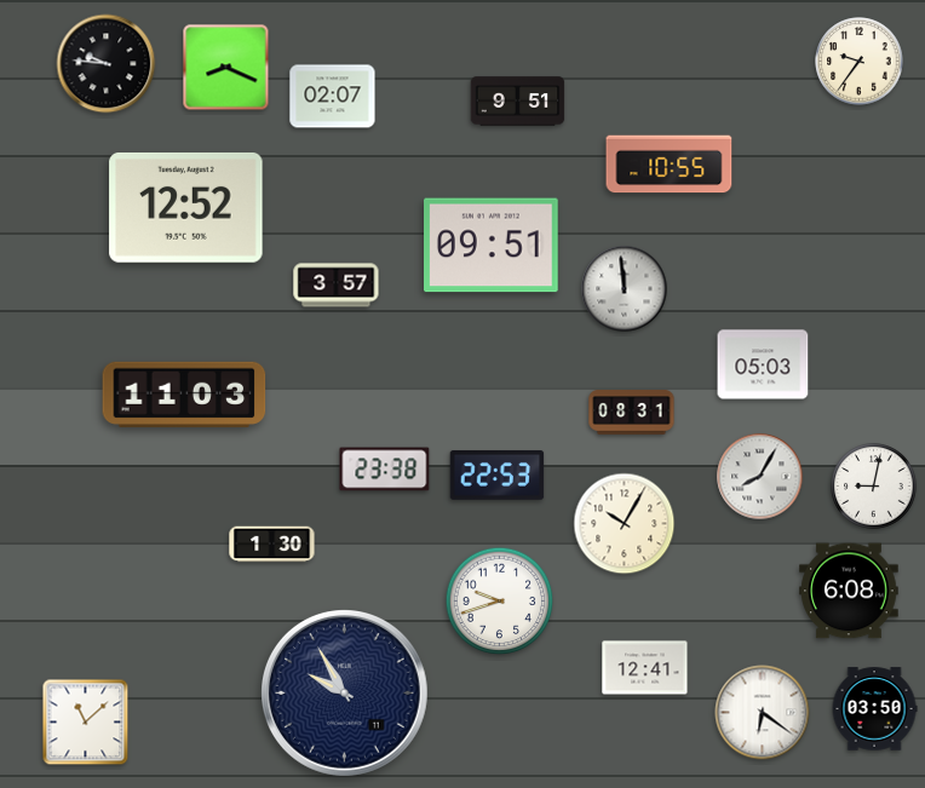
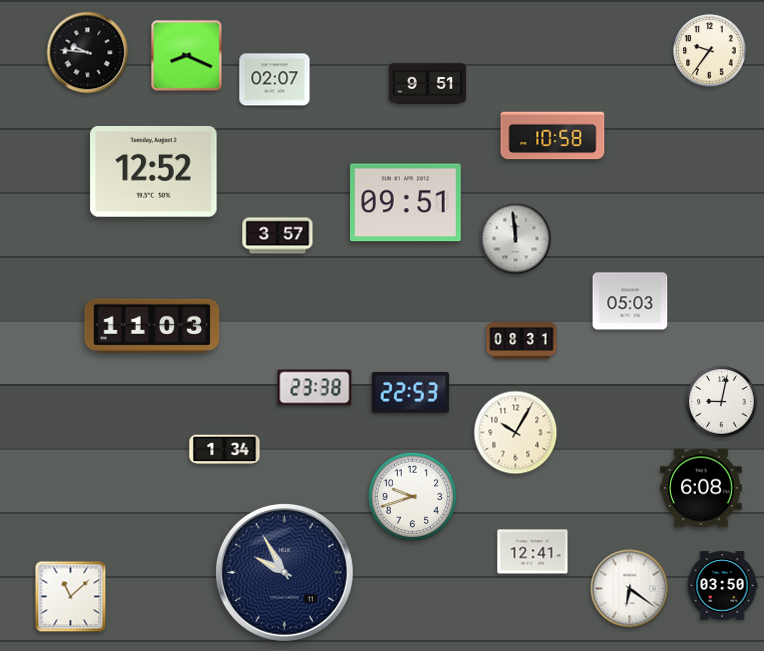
clock at (670, 165): 10:55 -> 10:58
clock at (385, 470) position: (385, 470) -> (315, 388)
clock at (760, 477): 8:05 -> none
clock at (272, 545): 1:30 -> 1:34
